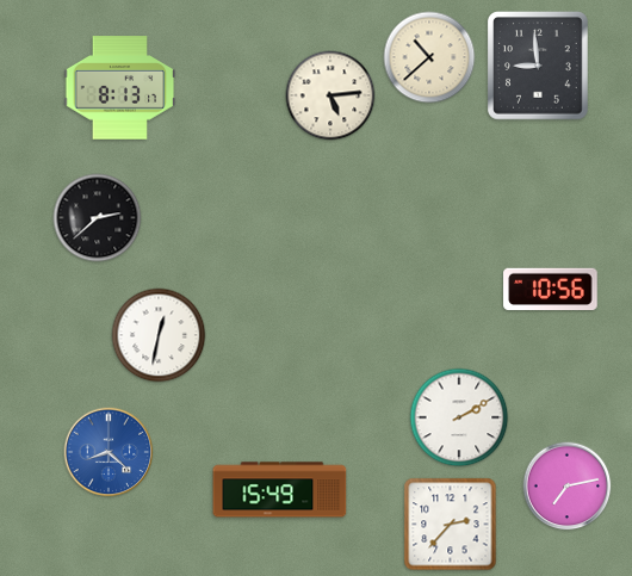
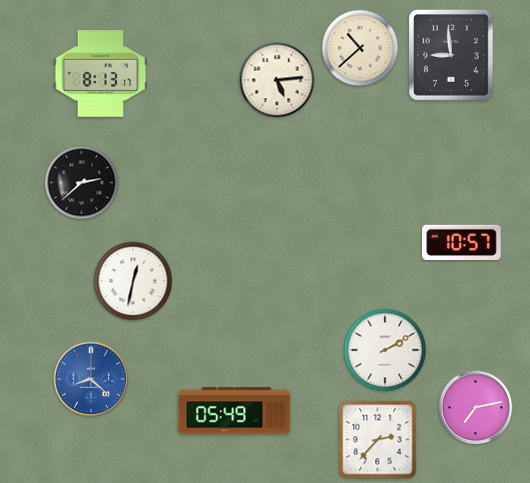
clock at (551, 289): 10:56 -> 10:57
clock at (280, 490): 15:49 -> 05:49
